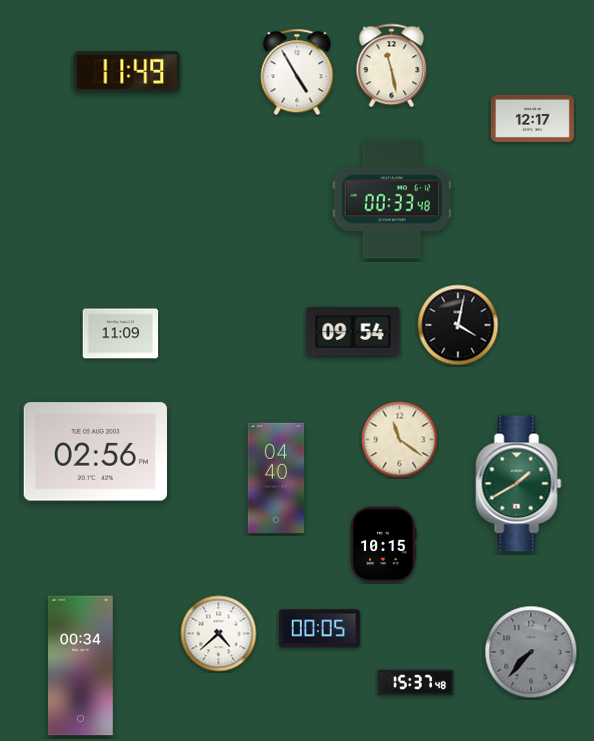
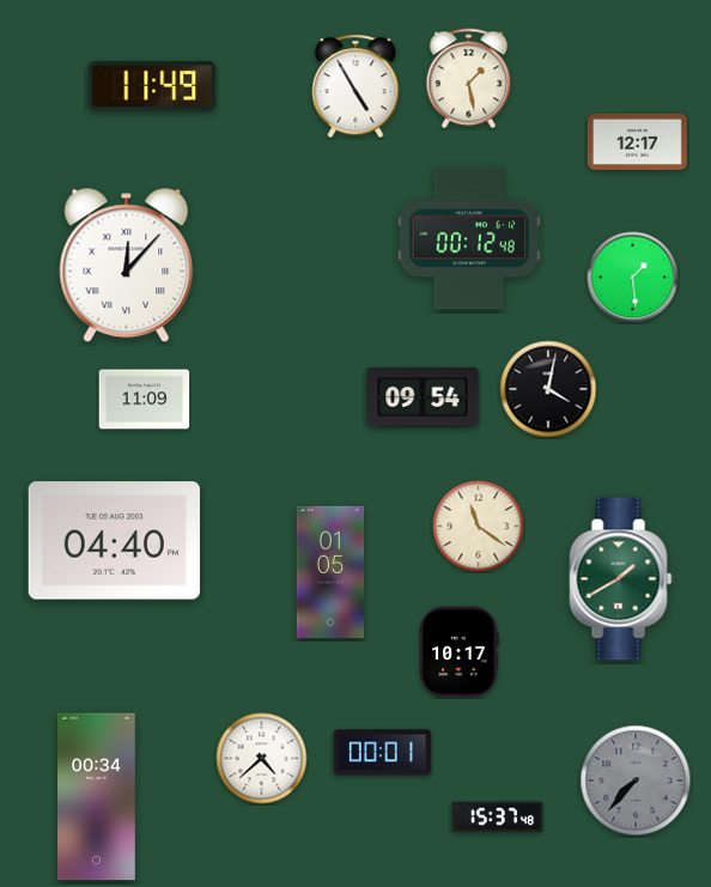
clock at (392, 66): 11:28 -> 1:28
clock at (392, 199): 00:33 -> 00:12
clock at (127, 266): none -> 12:07
clock at (633, 278): none -> 1:29
clock at (95, 452): 02:56 -> 04:40
clock at (276, 478): 04:40 -> 01:05
clock at (384, 545): 10:15 -> 10:17
clock at (319, 629): 00:05 -> 00:01
